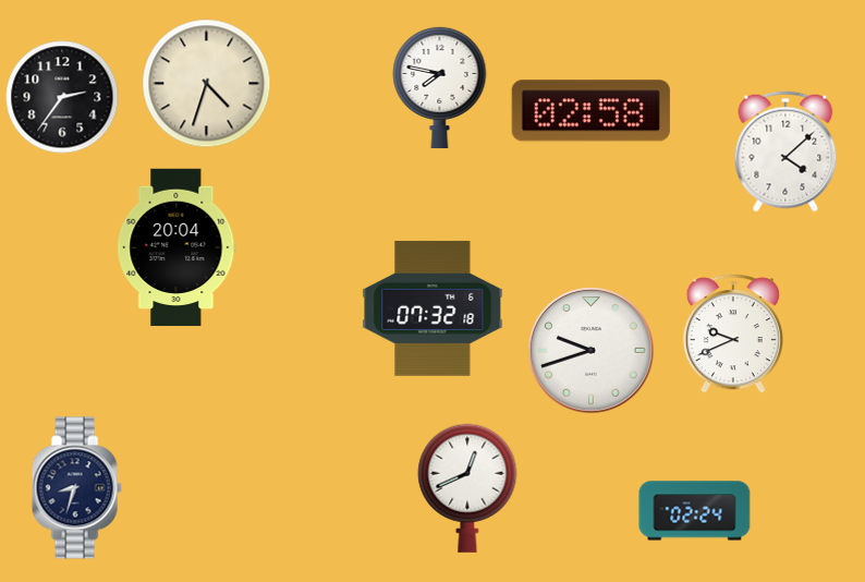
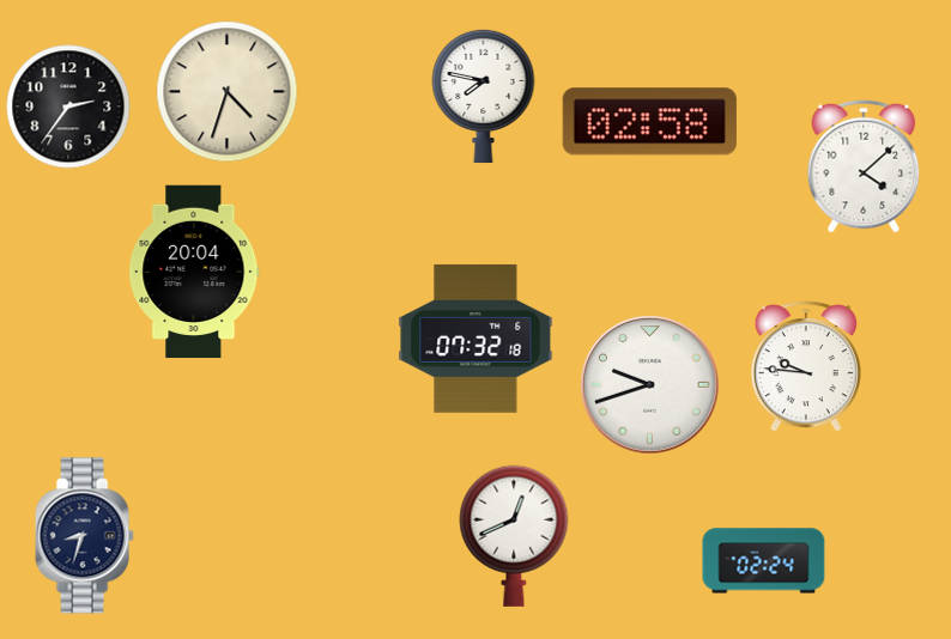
clock at (733, 334): 9:41 -> 9:46
